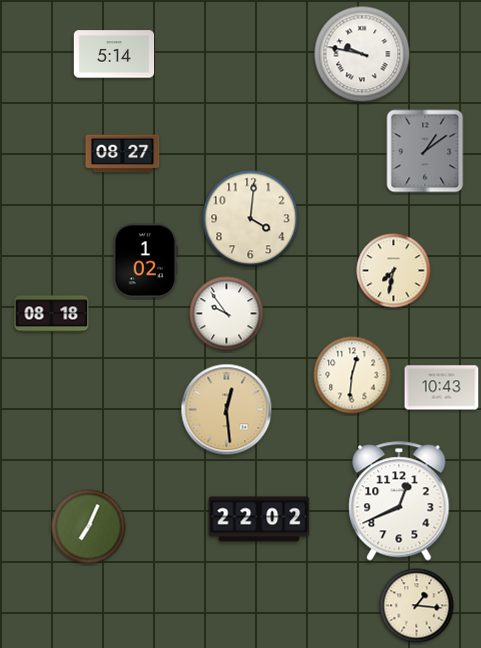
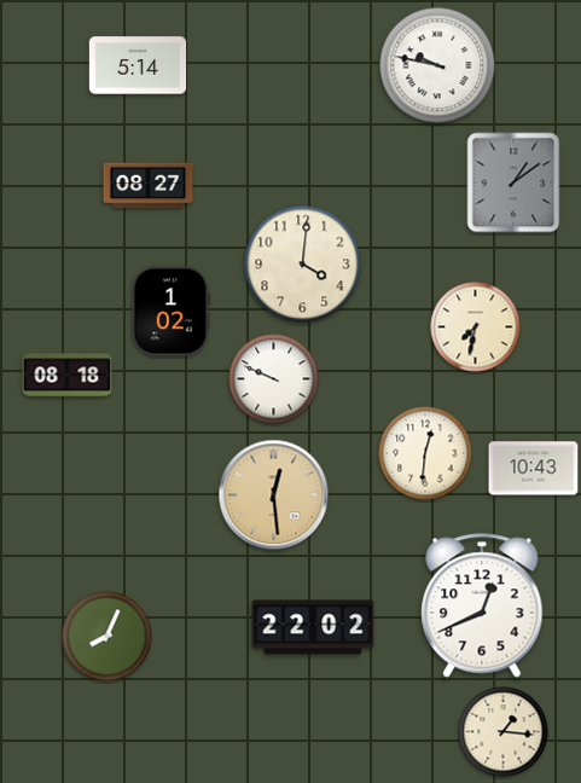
clock at (145, 261) position: (145, 261) -> (170, 312)
clock at (52, 314) position: (52, 314) -> (68, 376)
clock at (227, 314): 9:54 -> 9:49
clock at (89, 527): 7:04 -> 8:04
